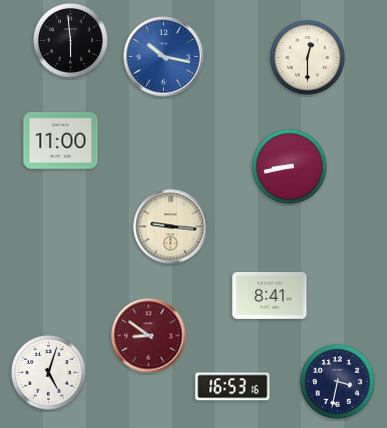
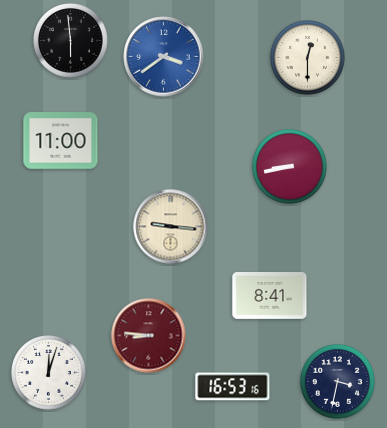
clock at (164, 57): 10:17 -> 3:39
clock at (149, 336): 8:51 -> 8:46
clock at (49, 373): 5:03 -> 12:03
